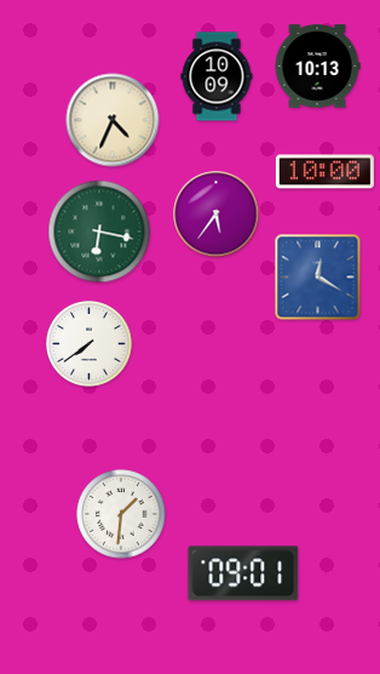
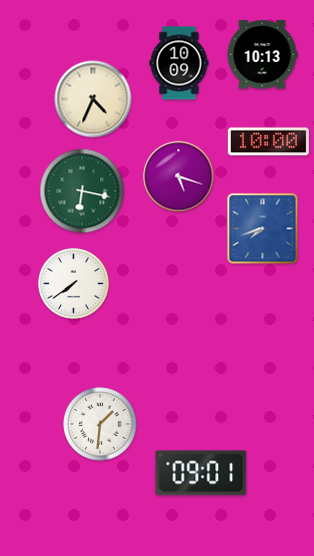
clock at (217, 215): 5:36 -> 5:18
clock at (318, 278): 12:20 -> 7:42
